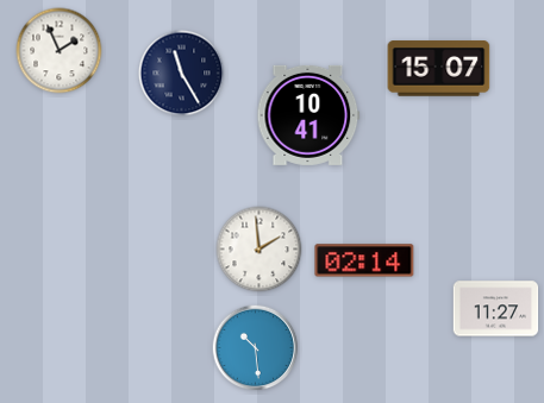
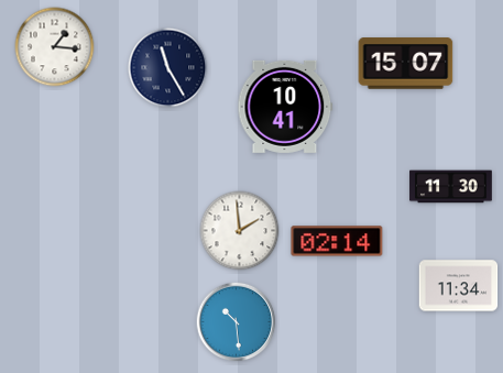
clock at (60, 51): 1:56 -> 1:16
clock at (451, 187): none -> 11:30
clock at (496, 309): 11:27 -> 11:34
